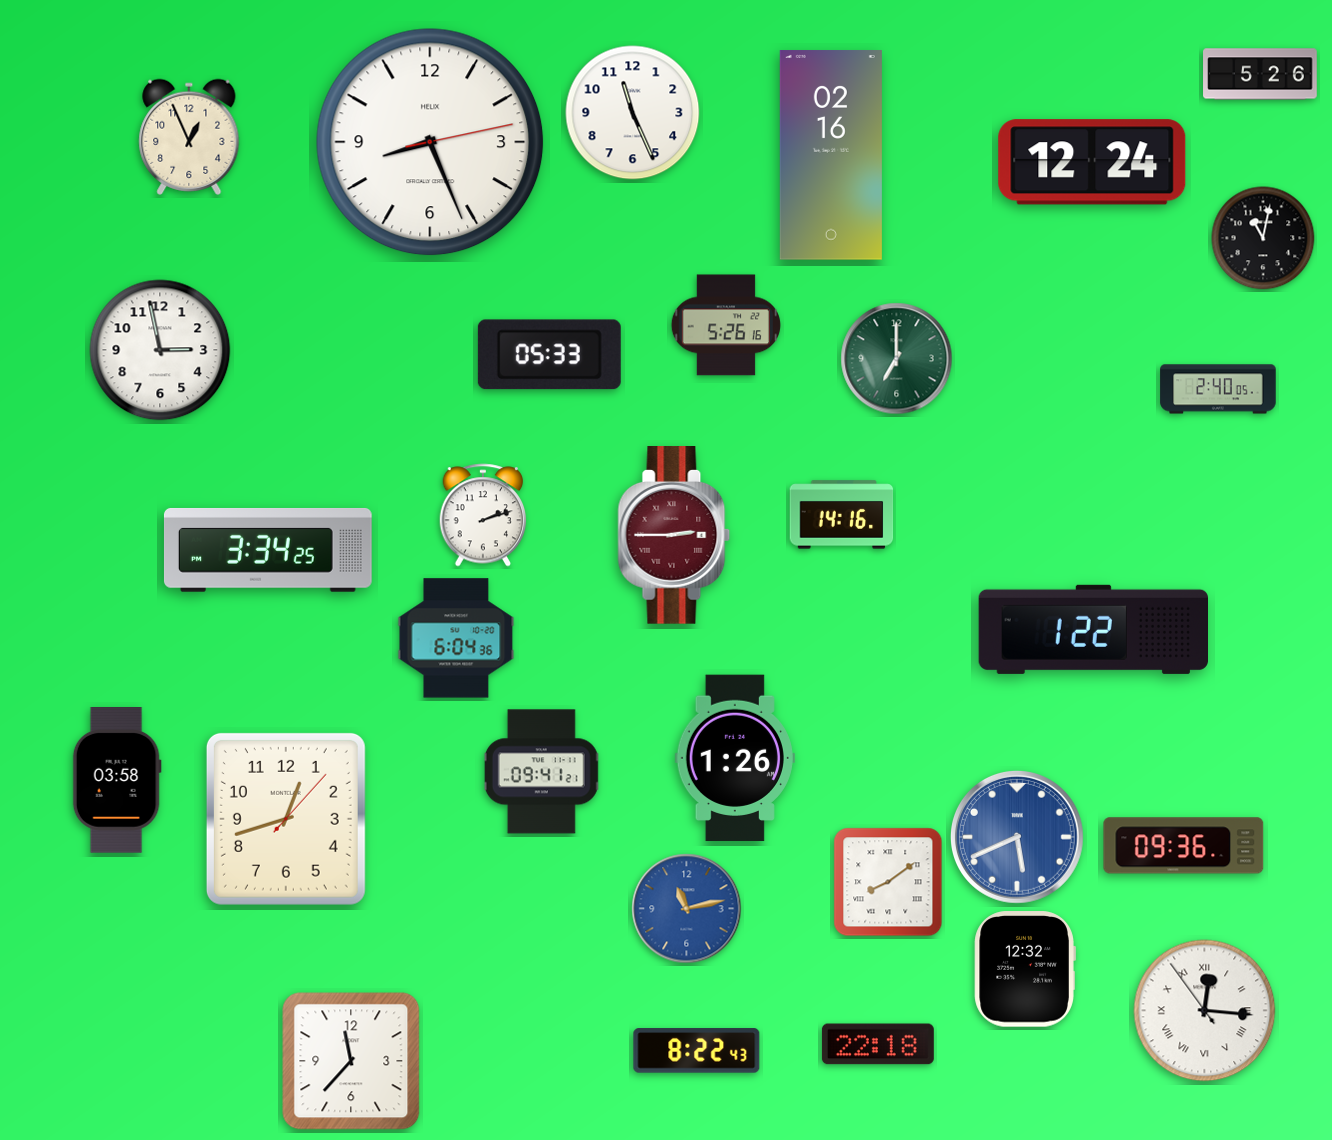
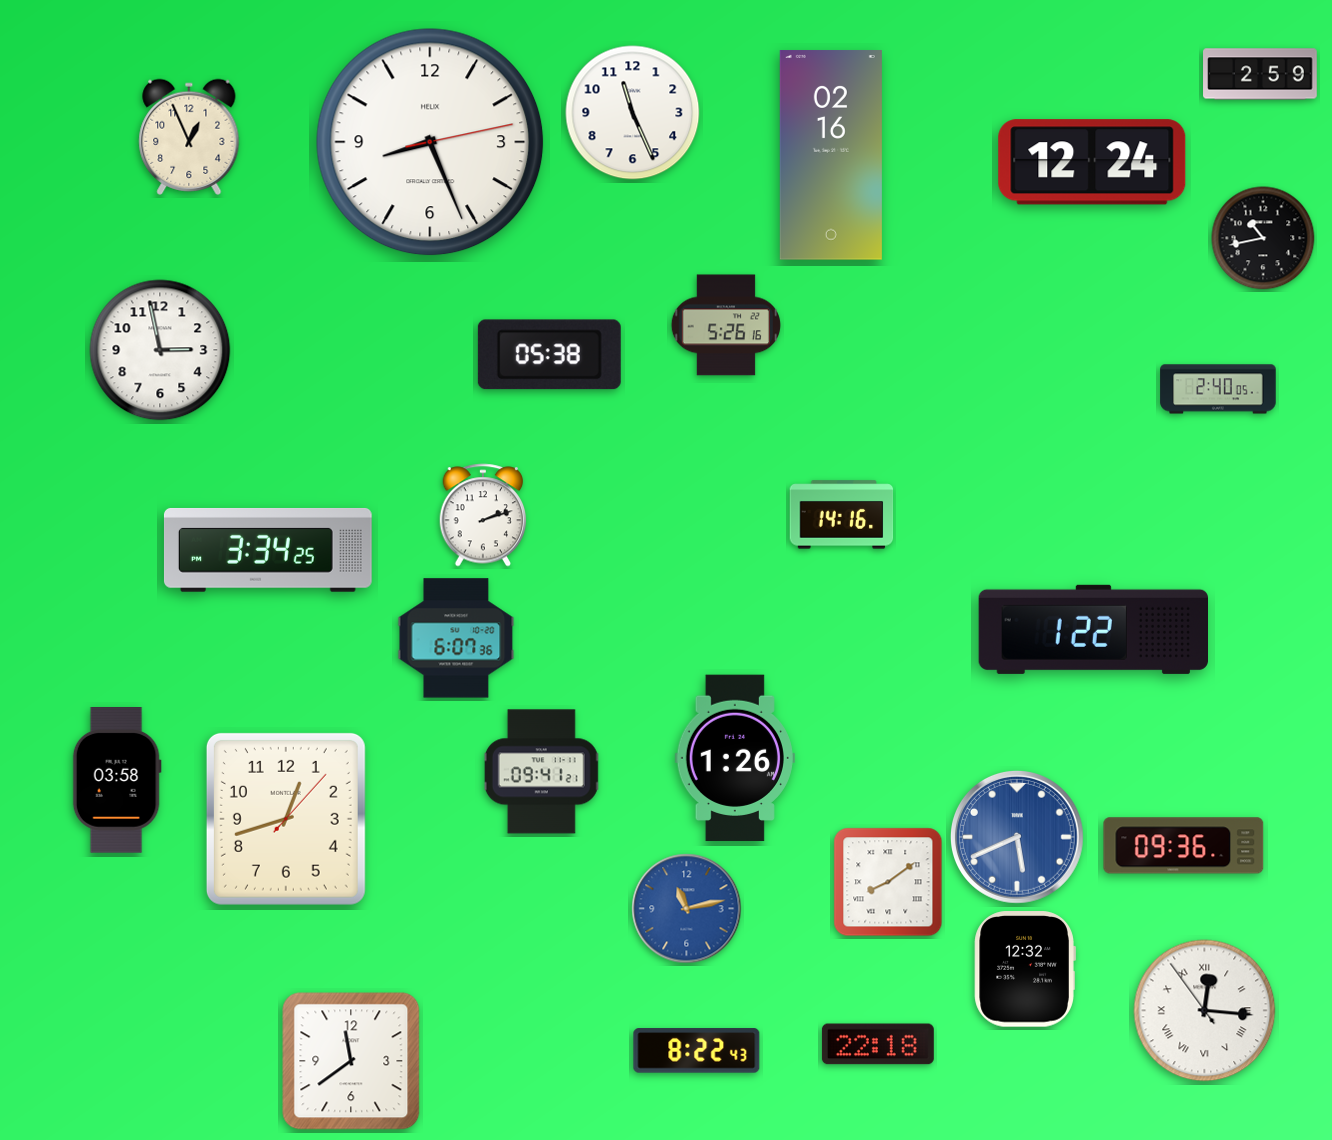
clock at (1260, 74): 5:26 -> 2:59
clock at (1263, 238): 11:02 -> 10:43
clock at (549, 355): 05:33 -> 05:38
clock at (897, 359): 7:00 -> none
clock at (674, 536): 2:45 -> none
clock at (456, 638): 6:04 -> 6:07
clock at (351, 1061): 11:37 -> 11:39
